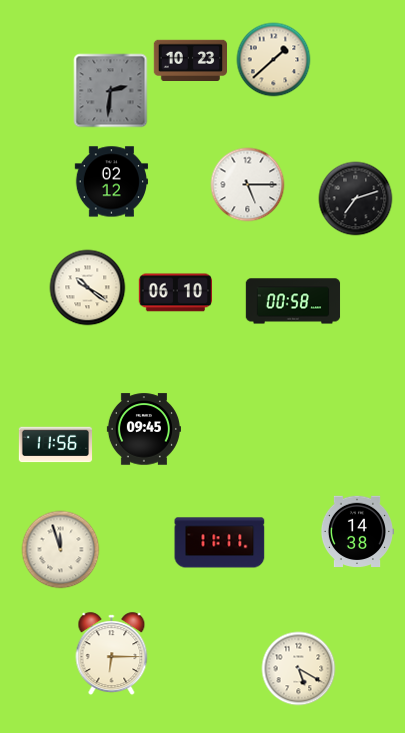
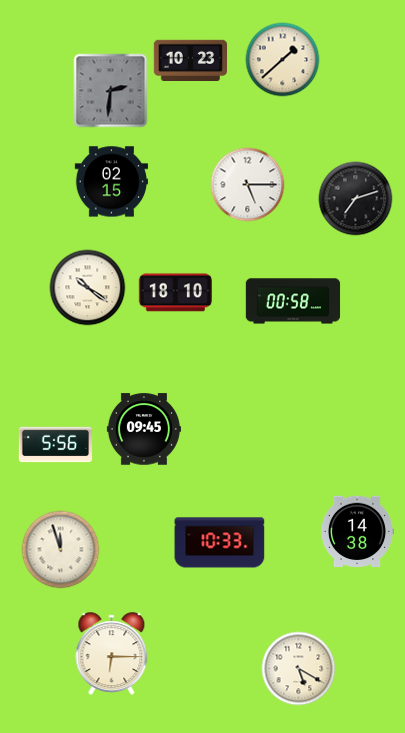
clock at (274, 60) position: (274, 60) -> (283, 60)
clock at (111, 182): 02:12 -> 02:15
clock at (175, 293): 06:10 -> 18:10
clock at (56, 445): 11:56 -> 5:56
clock at (220, 543): 11:11 -> 10:33
